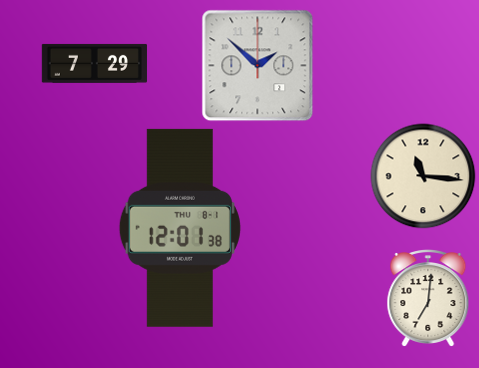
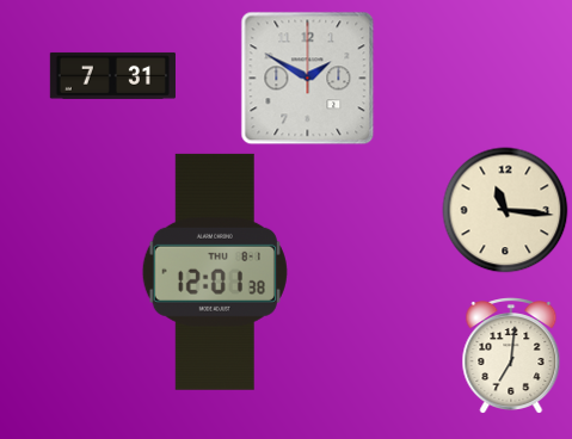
clock at (94, 63): 7:29 -> 7:31
clock at (258, 66): 1:52 -> 1:50
